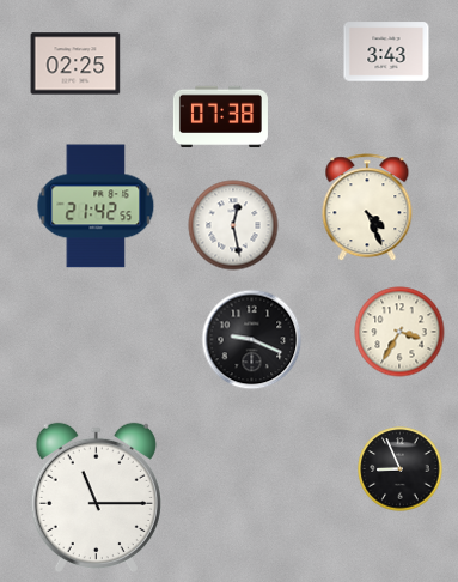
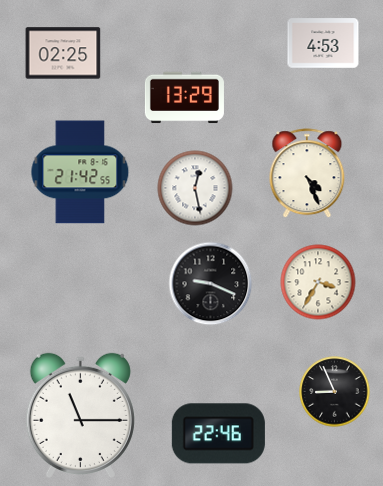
clock at (386, 51): 3:43 -> 4:53
clock at (220, 117): 07:38 -> 13:29
clock at (399, 332) position: (399, 332) -> (318, 282)
clock at (218, 434): none -> 22:46
